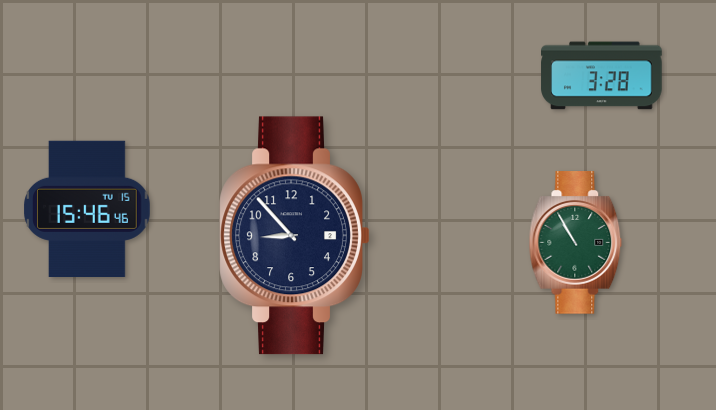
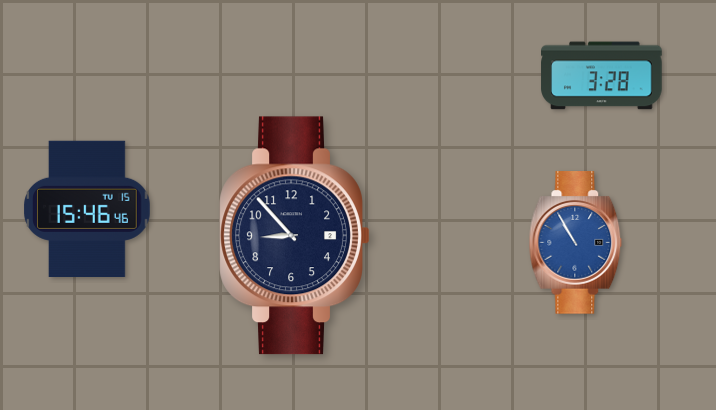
clock at (576, 243) dial: green -> blue
